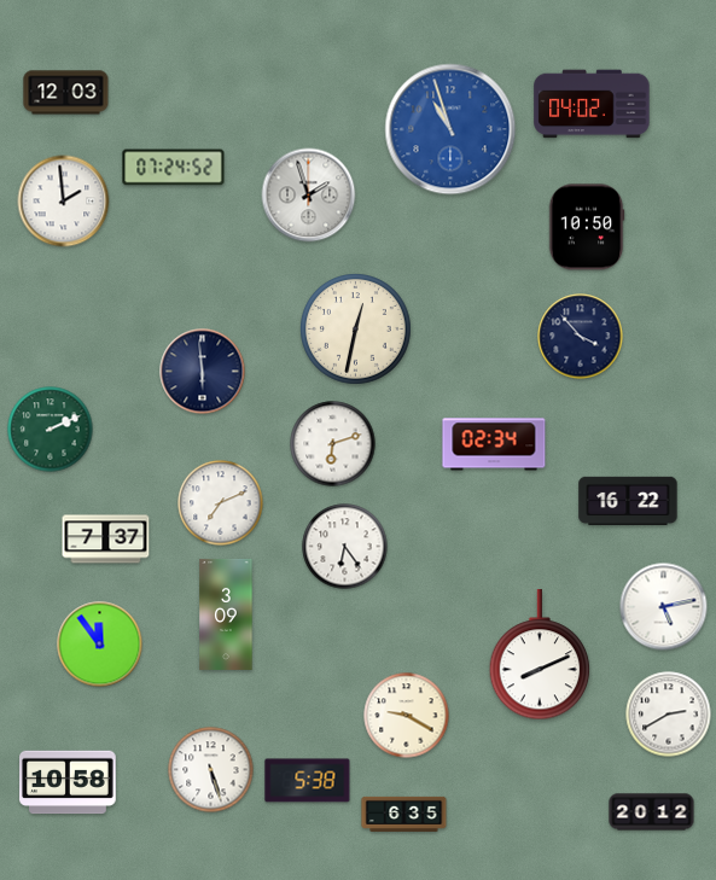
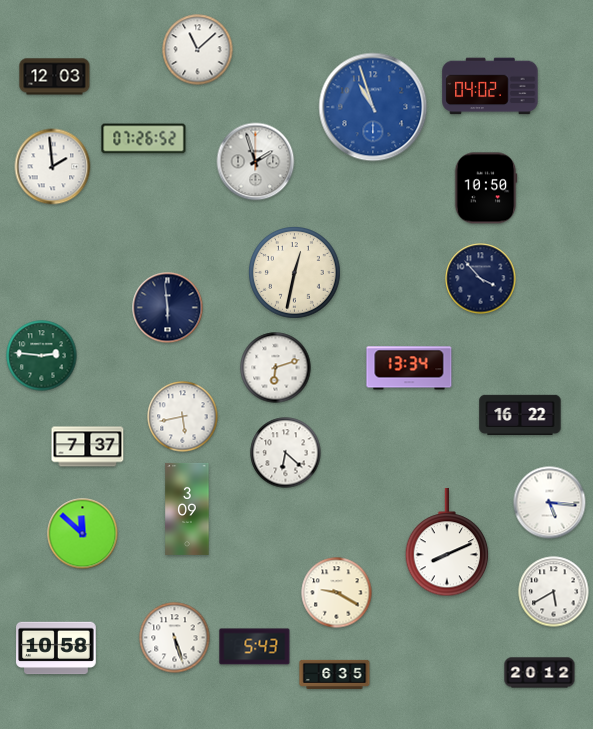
clock at (198, 50): none -> 11:08
clock at (174, 168): 07:24 -> 07:26
clock at (51, 430): 2:11 -> 2:46
clock at (494, 444): 02:34 -> 13:34
clock at (221, 503): 7:11 -> 5:43
clock at (345, 547): 6:24 -> 6:22
clock at (664, 607): 5:13 -> 5:16
clock at (100, 645): 11:54 -> 11:52
clock at (669, 715): 2:40 -> 5:40
clock at (308, 781): 5:38 -> 5:43
